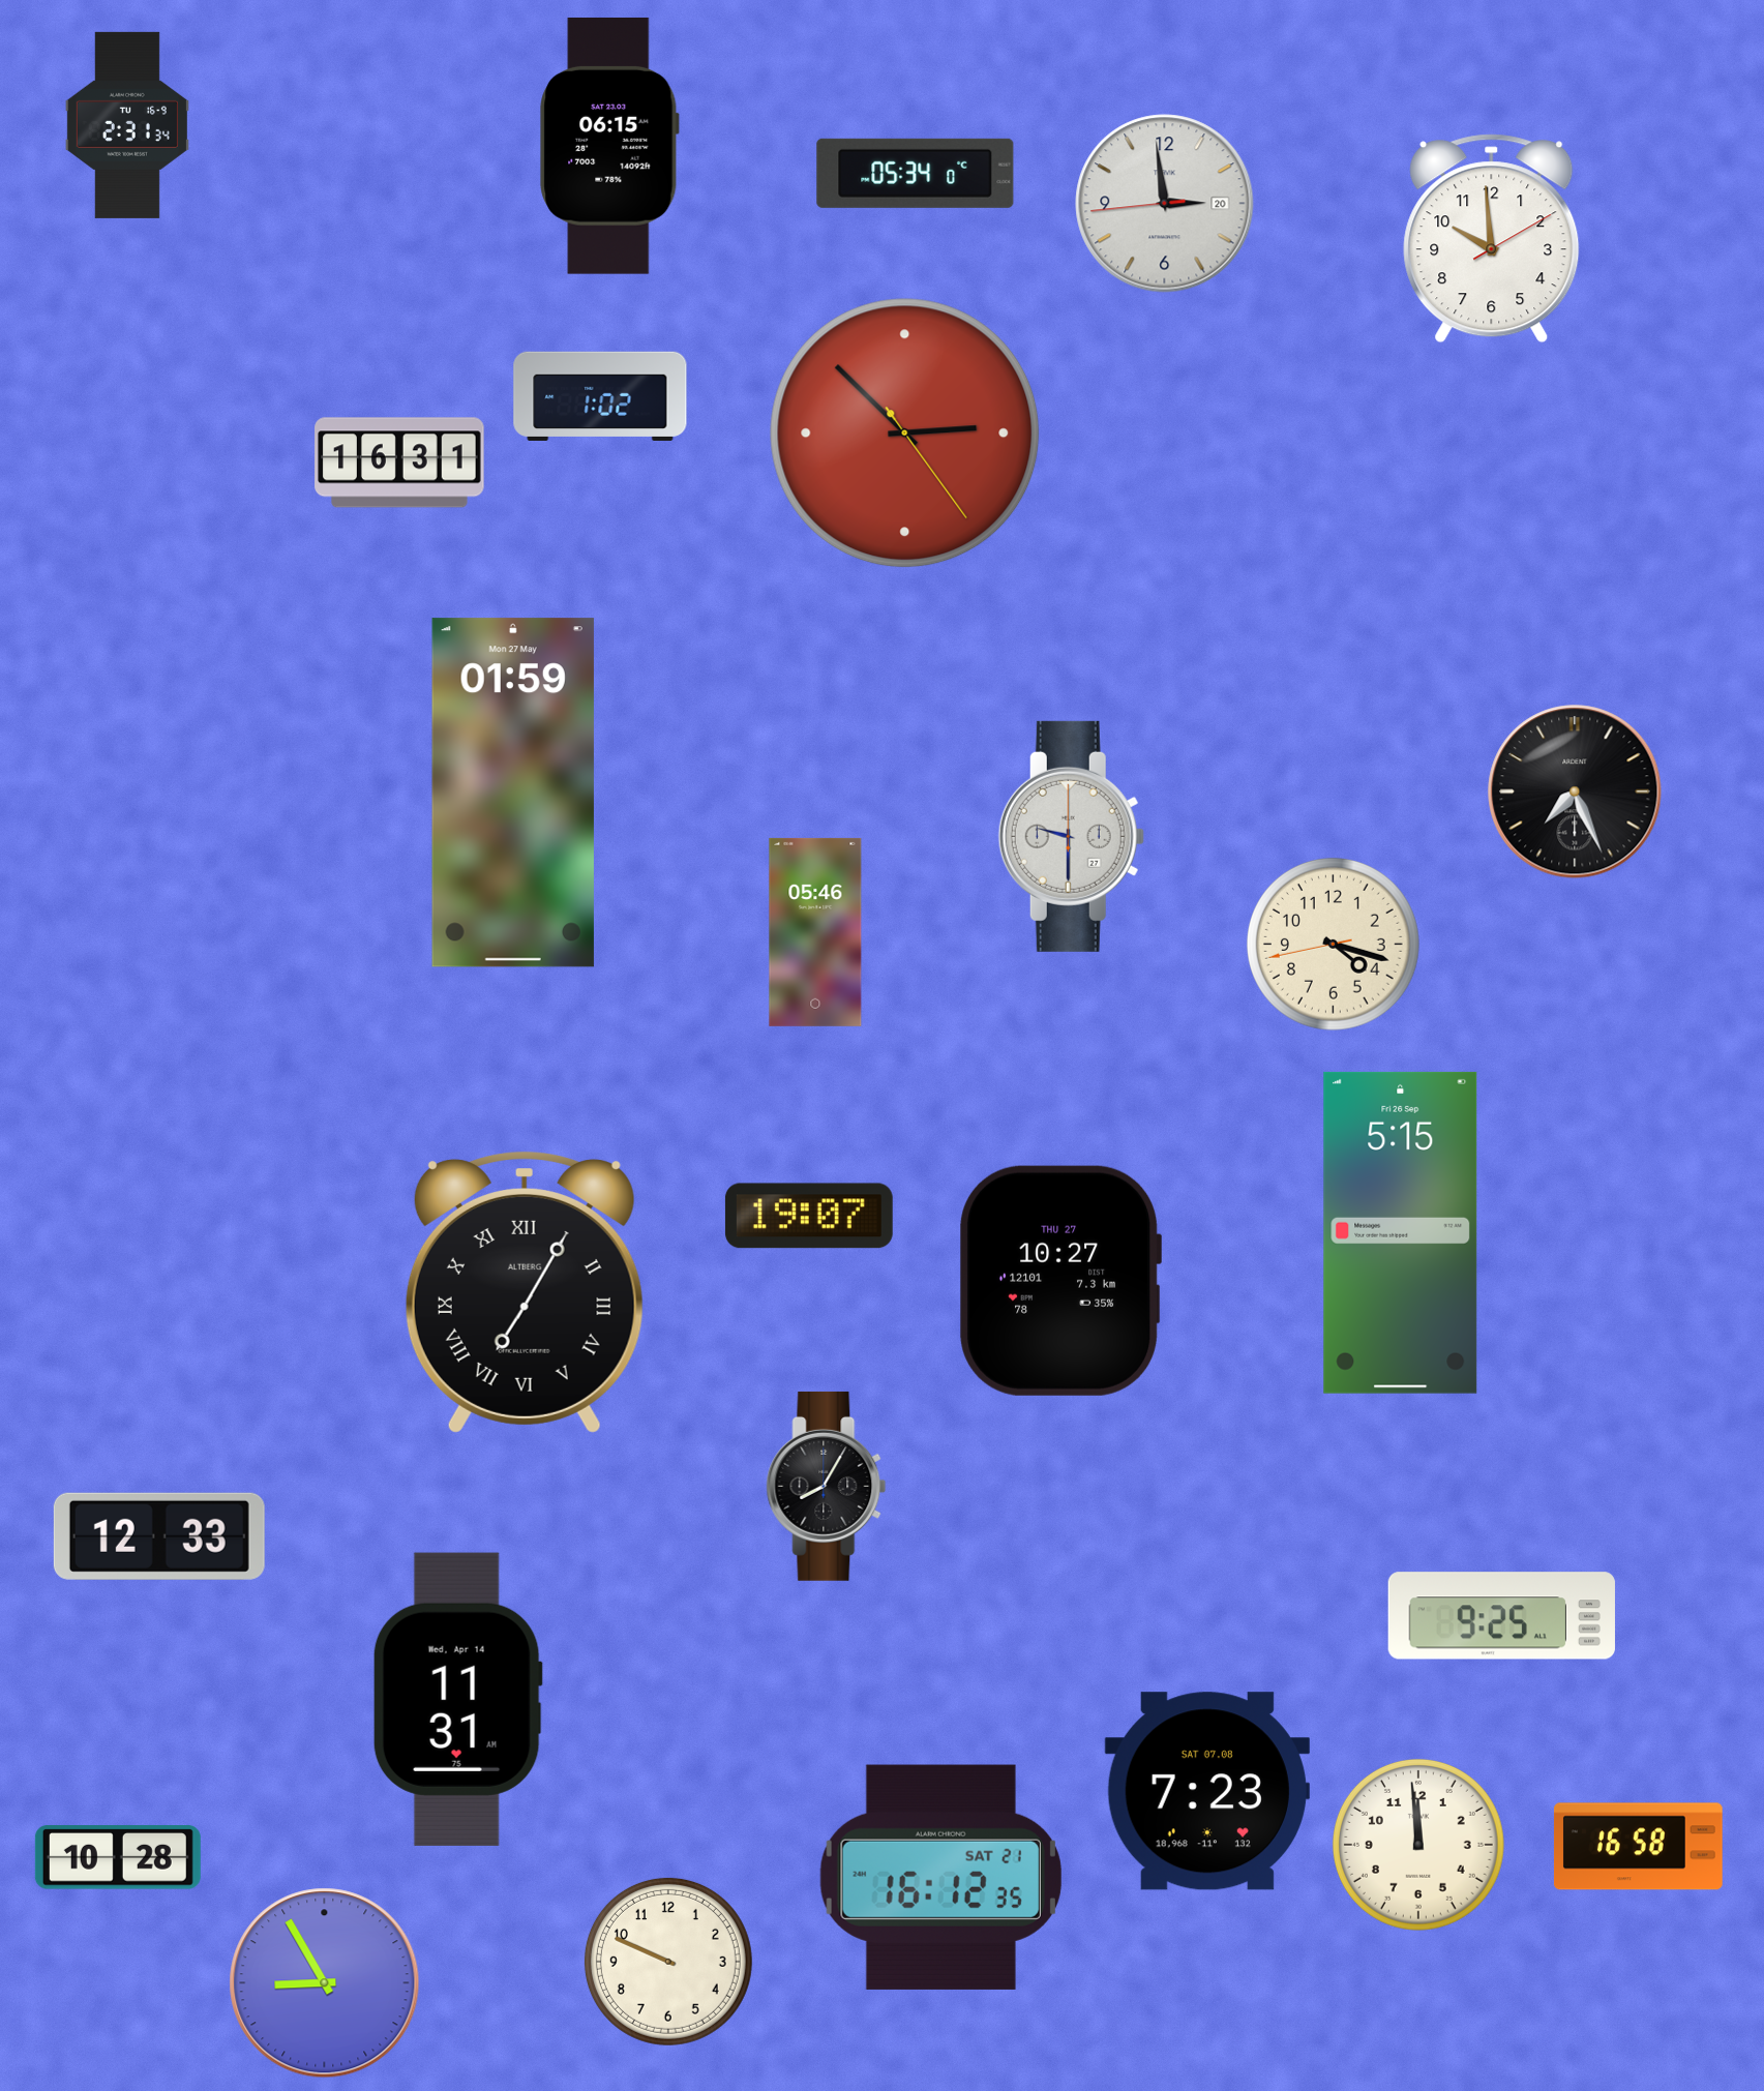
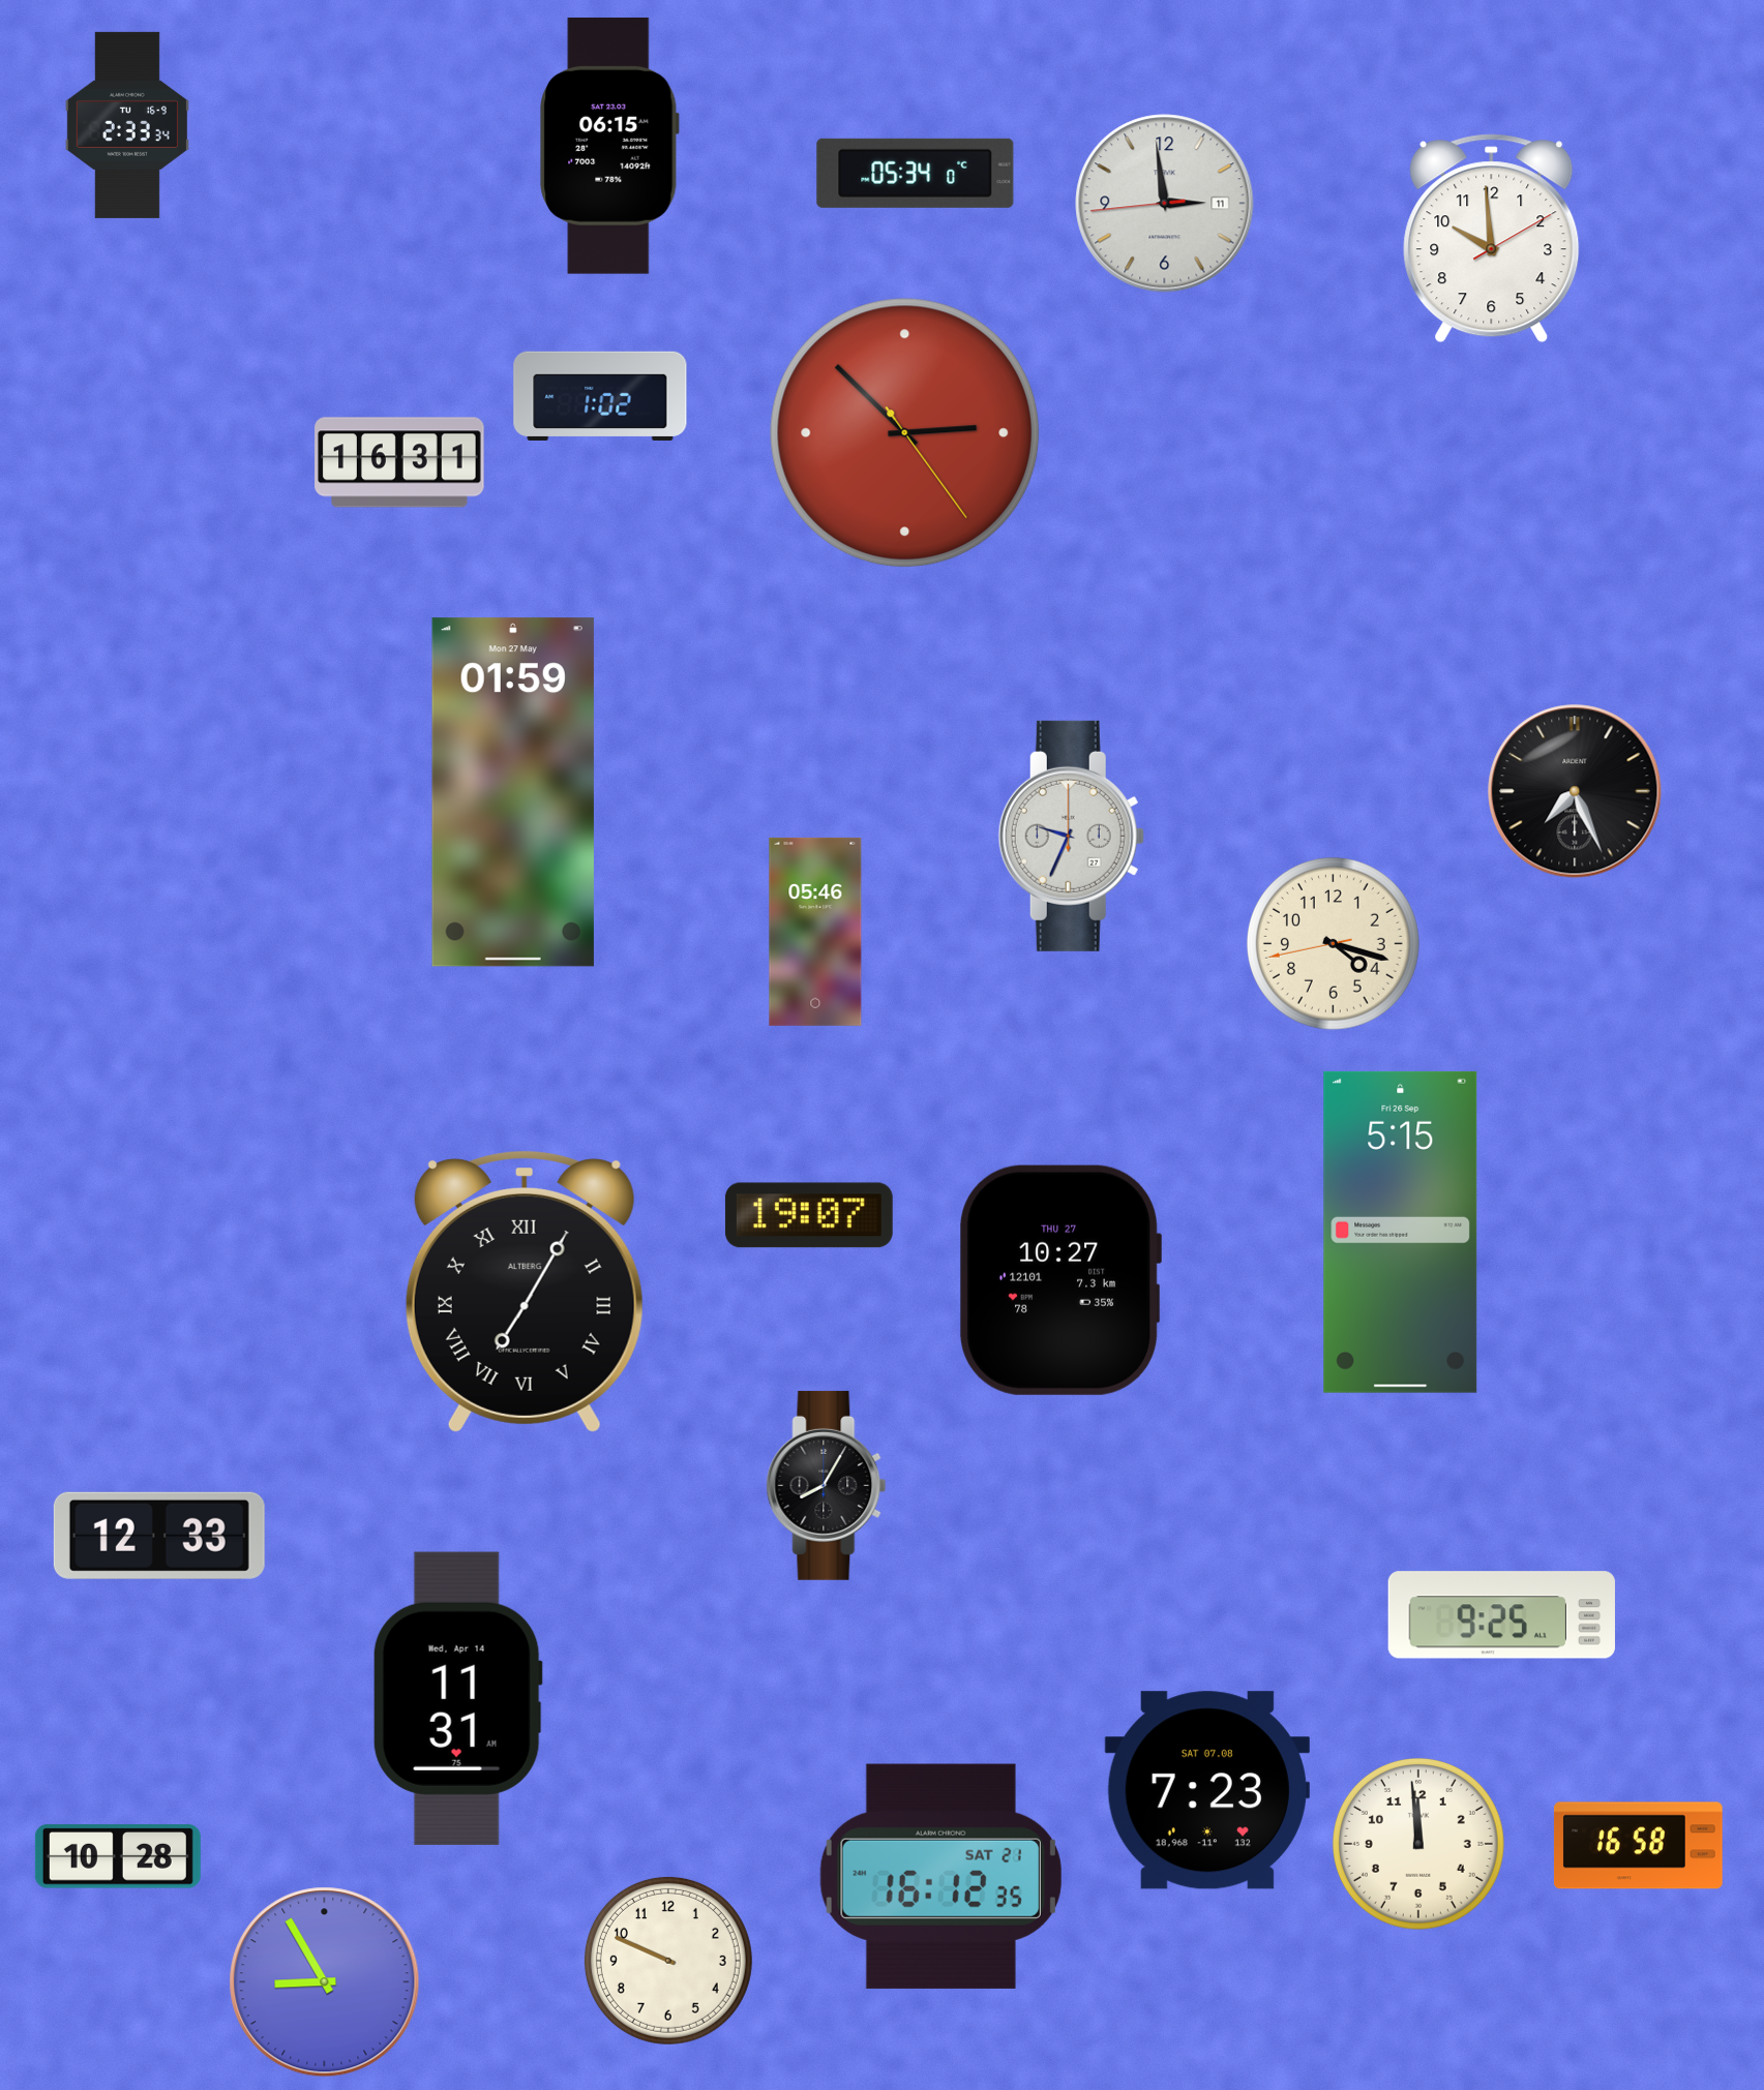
clock at (127, 125): 2:31 -> 2:33
clock at (1165, 204) date: 20 -> 11
clock at (1071, 836): 9:30 -> 9:34
